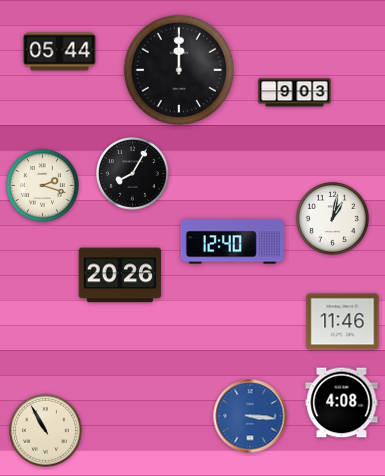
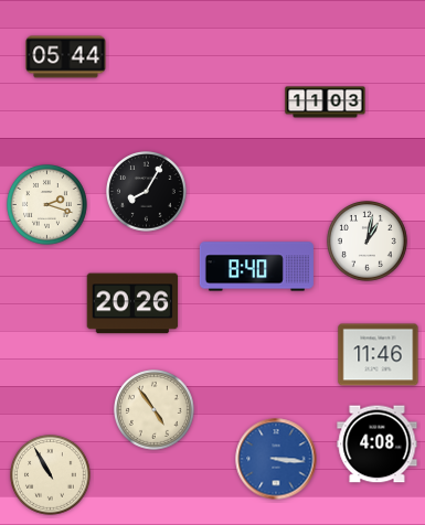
clock at (178, 69): 12:00 -> none
clock at (295, 93): 9:03 -> 11:03
clock at (232, 242): 12:40 -> 8:40
clock at (155, 410): none -> 4:54
